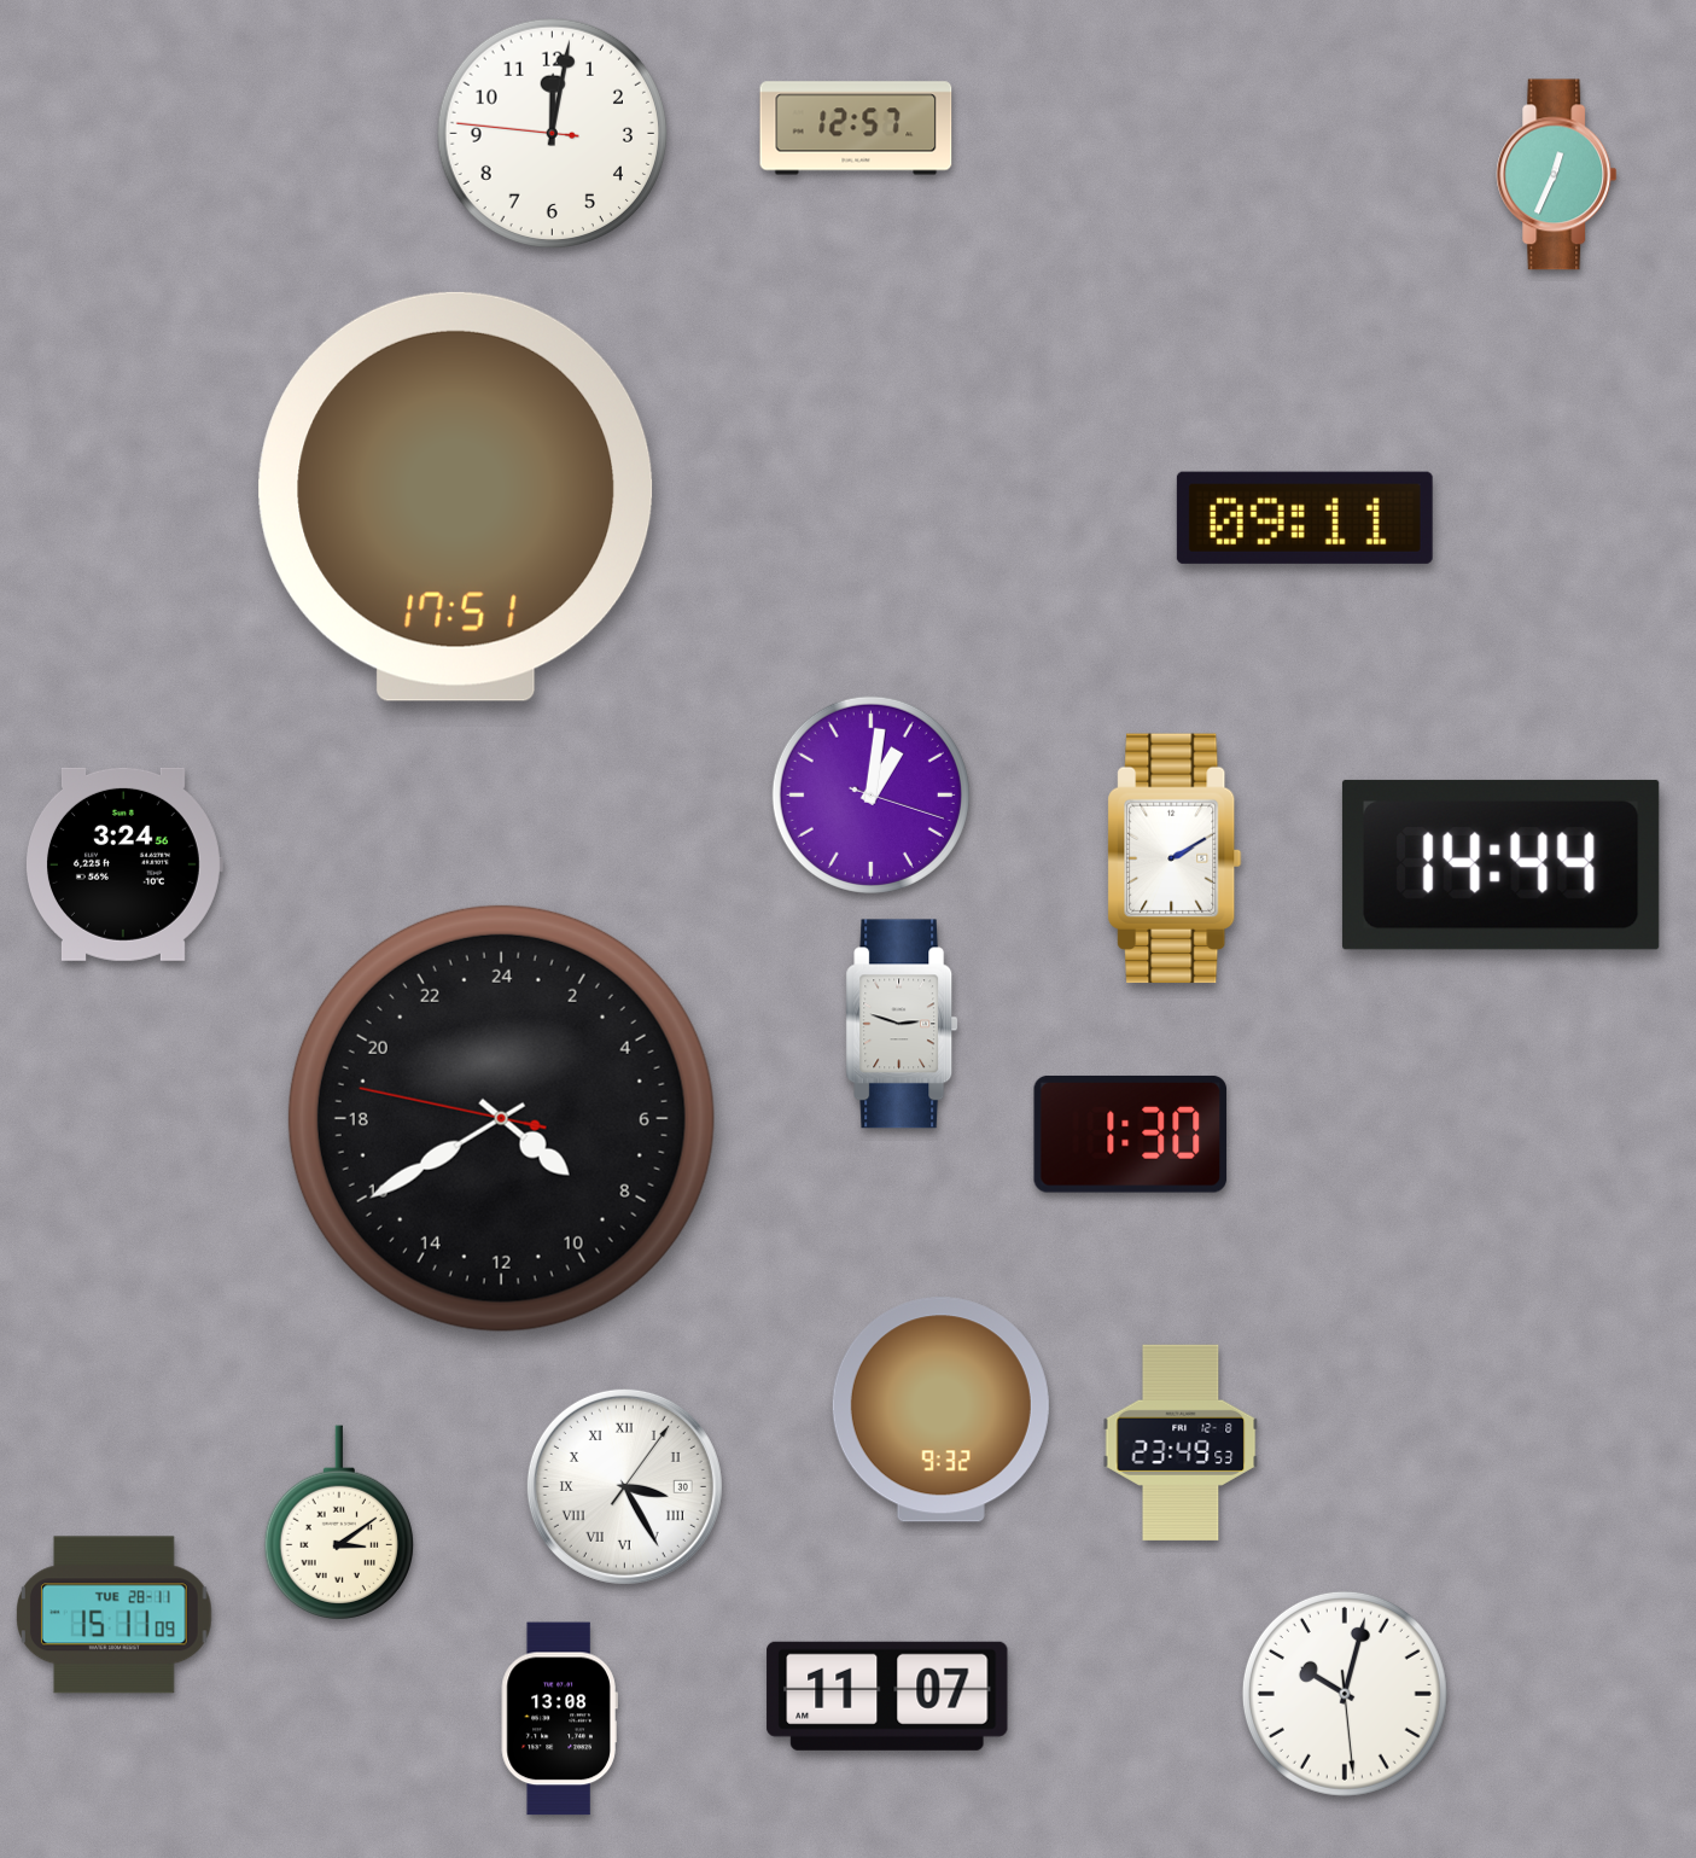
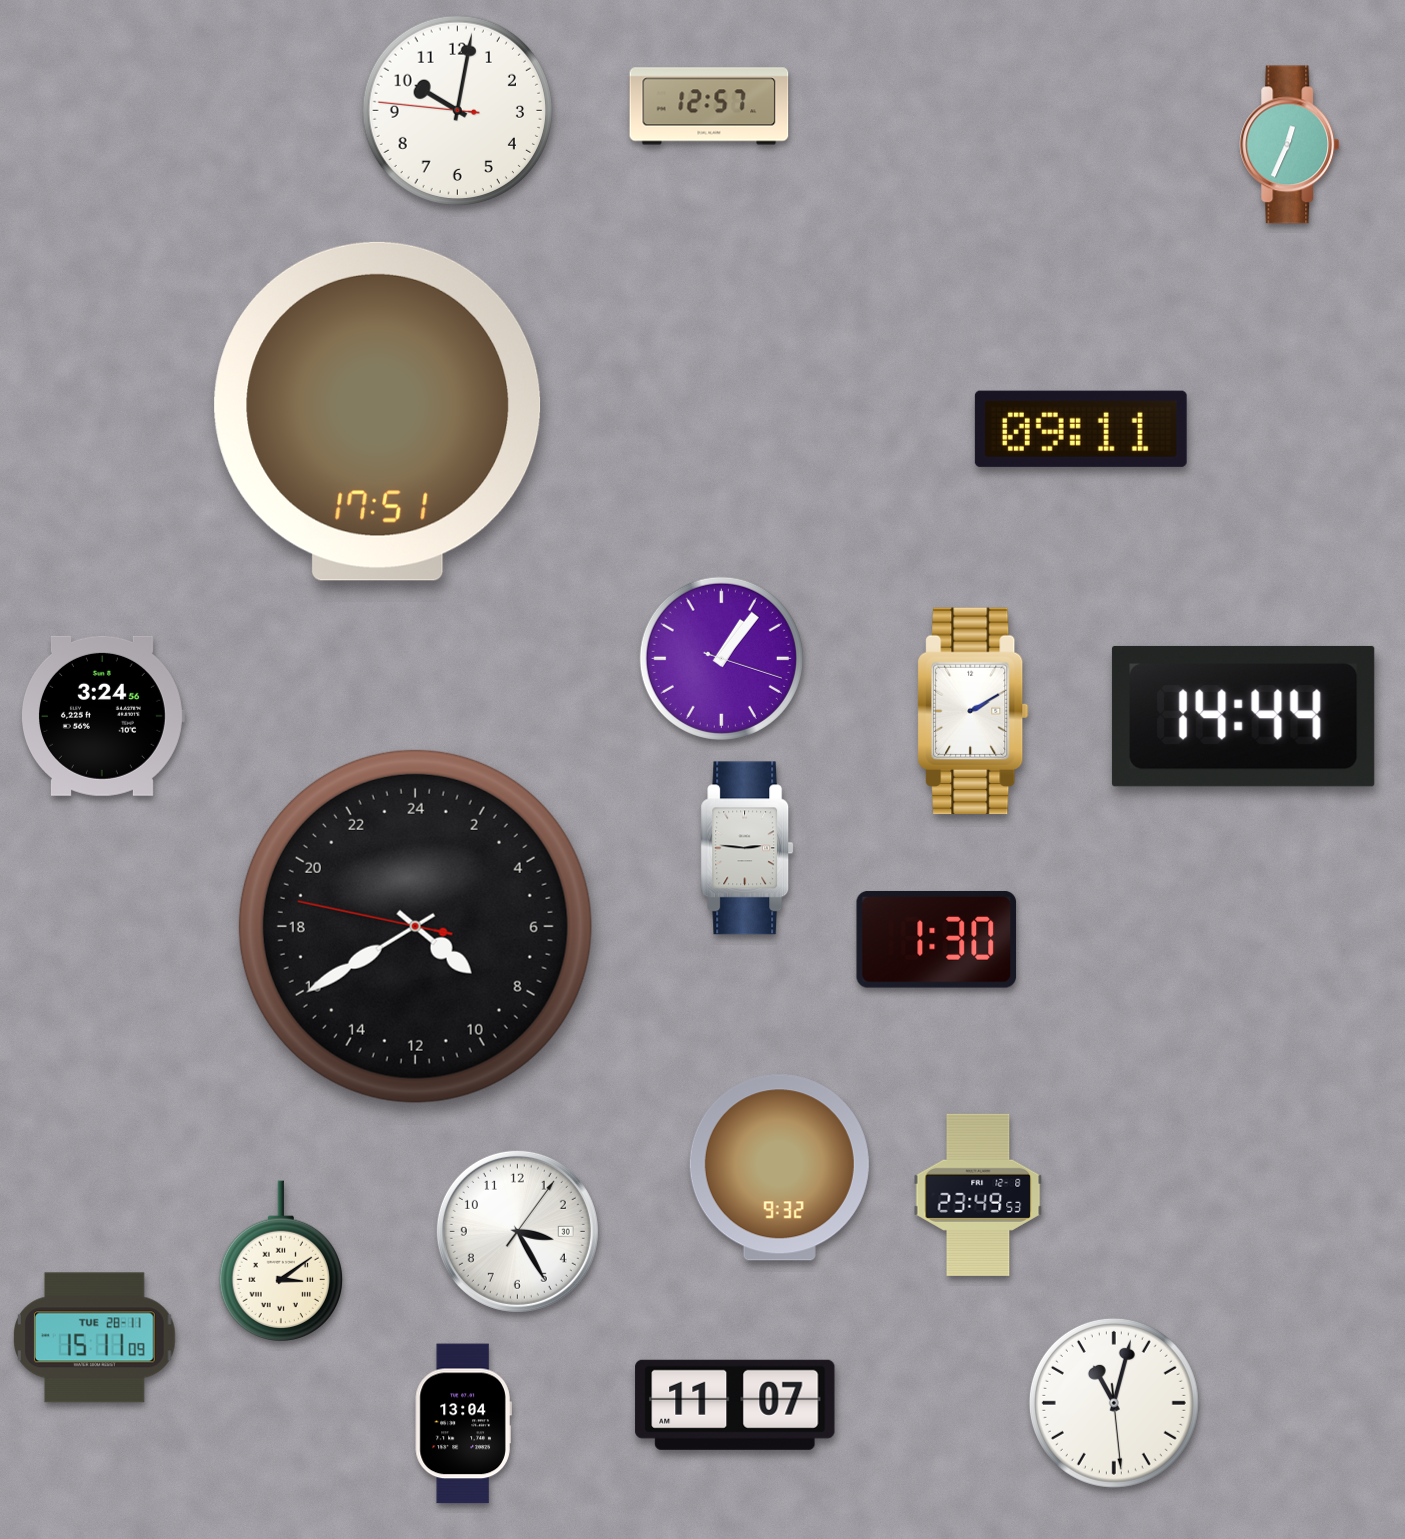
clock at (553, 134): 12:01 -> 10:01
clock at (870, 794): 1:01 -> 1:06
clock at (902, 1024): 2:48 -> 2:46
clock at (624, 1486) numerals: Roman -> Arabic
clock at (1345, 1694): 10:02 -> 11:02
clock at (559, 1719): 13:08 -> 13:04
